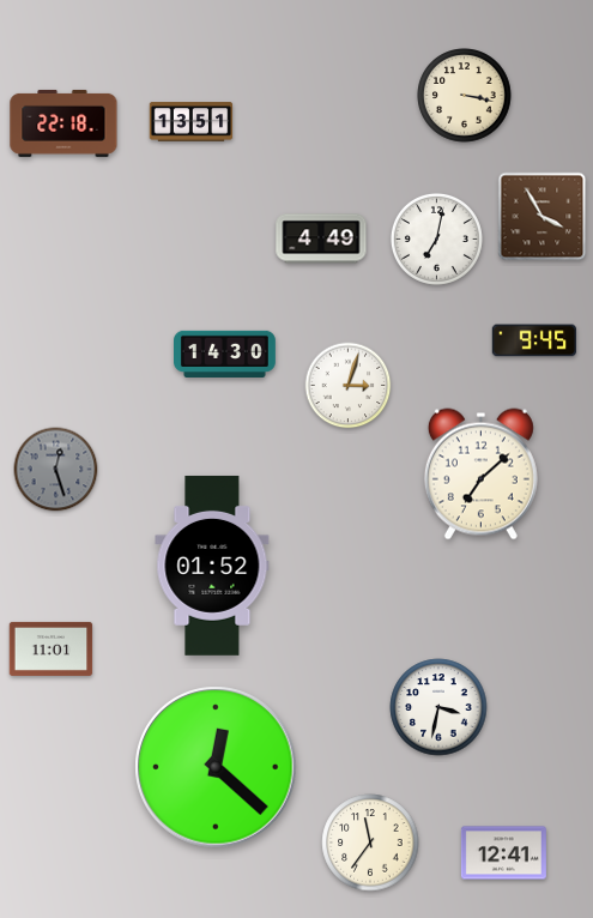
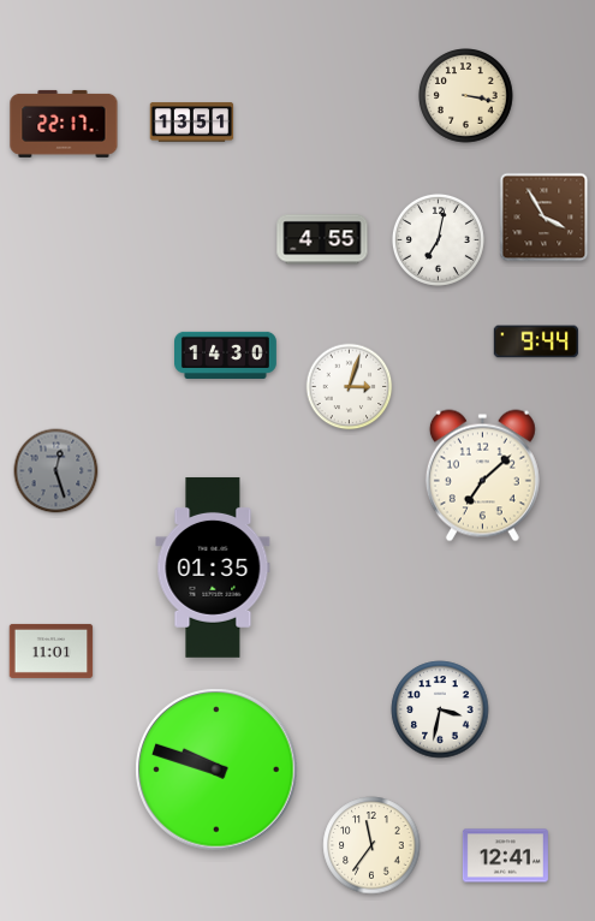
clock at (63, 123): 22:18 -> 22:17
clock at (321, 238): 4:49 -> 4:55
clock at (534, 340): 9:45 -> 9:44
clock at (212, 566): 01:52 -> 01:35
clock at (216, 767): 12:22 -> 9:48
